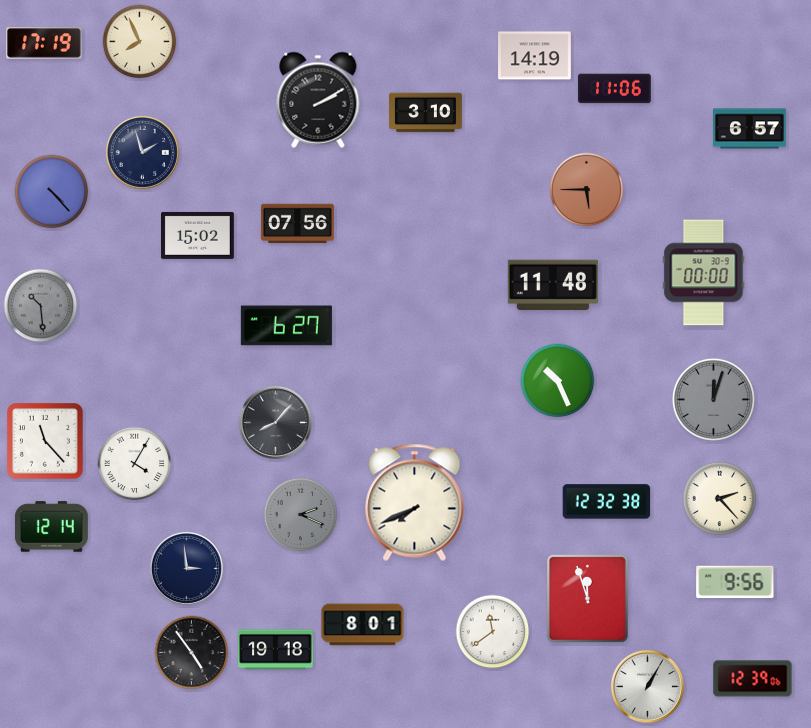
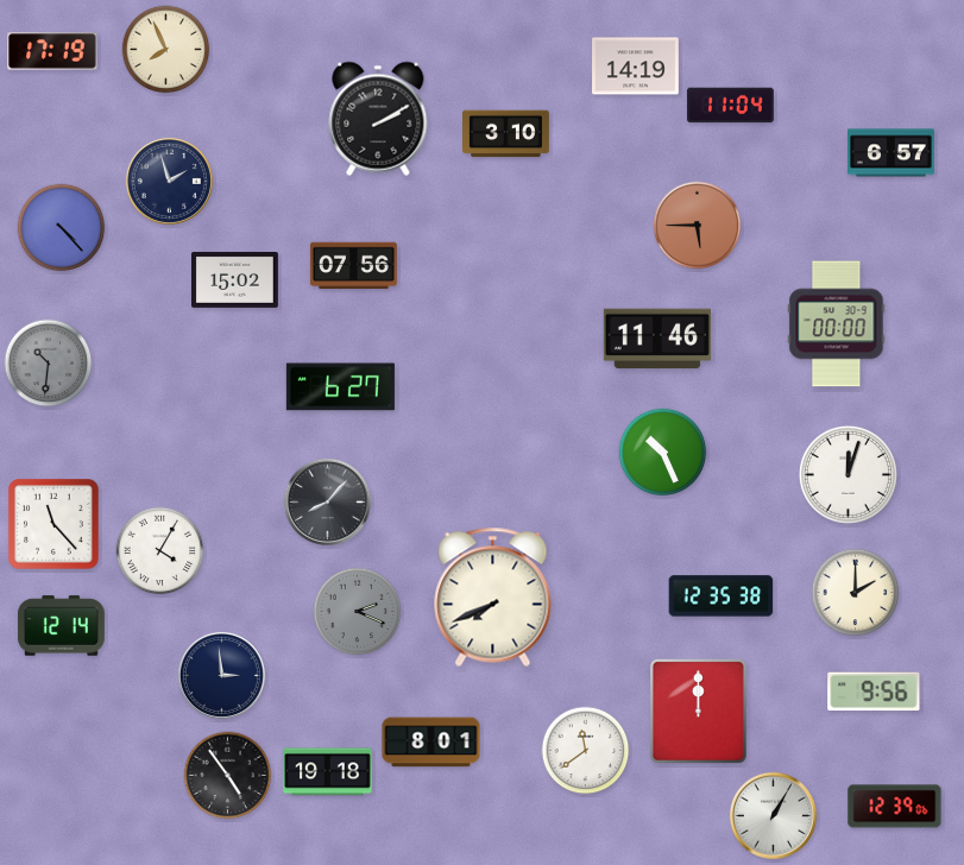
clock at (614, 89): 11:06 -> 11:04
clock at (553, 285): 11:48 -> 11:46
clock at (41, 306): 10:29 -> 10:31
clock at (713, 399) dial: grey -> white
clock at (720, 499): 2:23 -> 2:00
clock at (607, 502): 12:32 -> 12:35
clock at (587, 598): 11:57 -> 12:00
clock at (647, 686) position: (647, 686) -> (773, 815)
